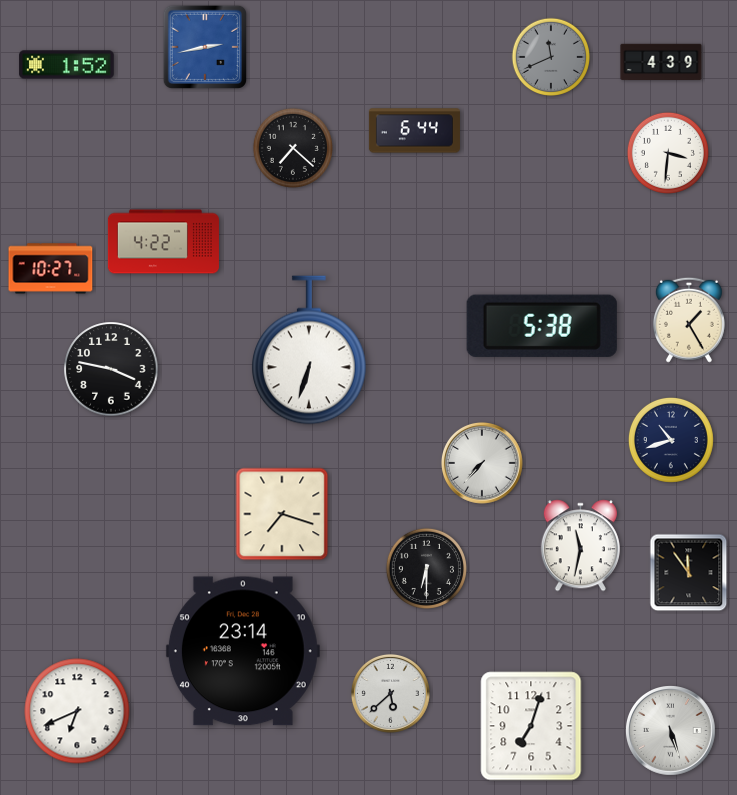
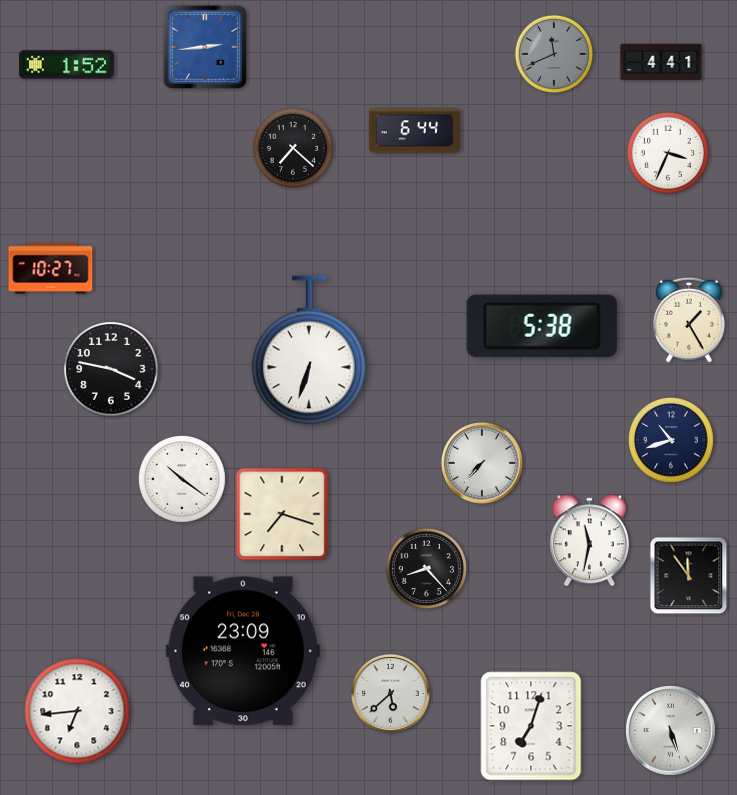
clock at (205, 47): 2:43 -> 2:44
clock at (551, 57) position: (551, 57) -> (554, 54)
clock at (661, 62): 4:39 -> 4:41
clock at (668, 153): 3:31 -> 3:34
clock at (163, 242): 4:22 -> none
clock at (182, 479): none -> 10:21
clock at (580, 546) position: (580, 546) -> (589, 541)
clock at (426, 568): 6:30 -> 8:23
clock at (689, 573) position: (689, 573) -> (689, 576)
clock at (243, 651): 23:14 -> 23:09
clock at (77, 711): 6:41 -> 6:44
